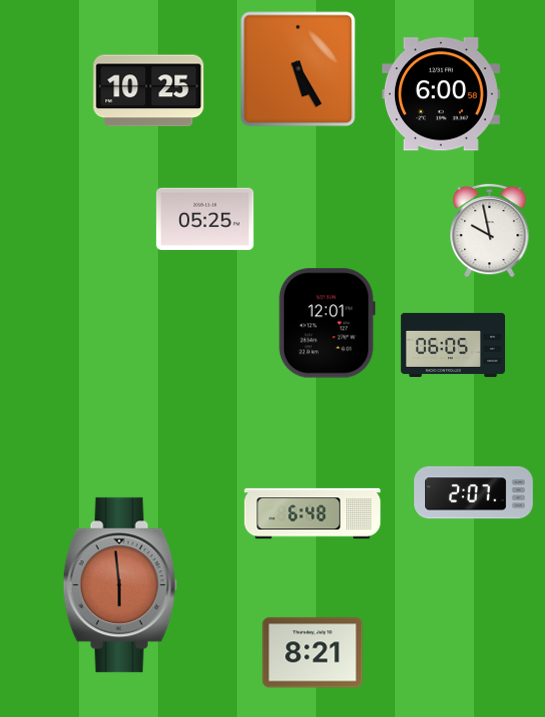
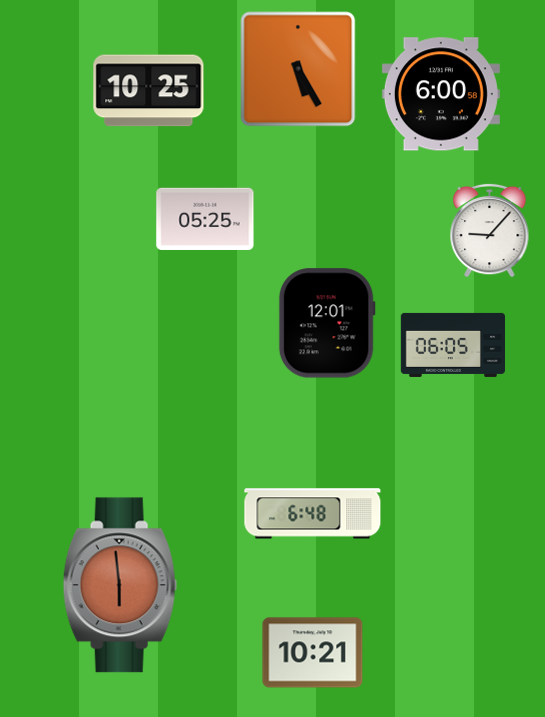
clock at (490, 230): 9:58 -> 9:07
clock at (474, 493): 2:07 -> none
clock at (313, 653): 8:21 -> 10:21
